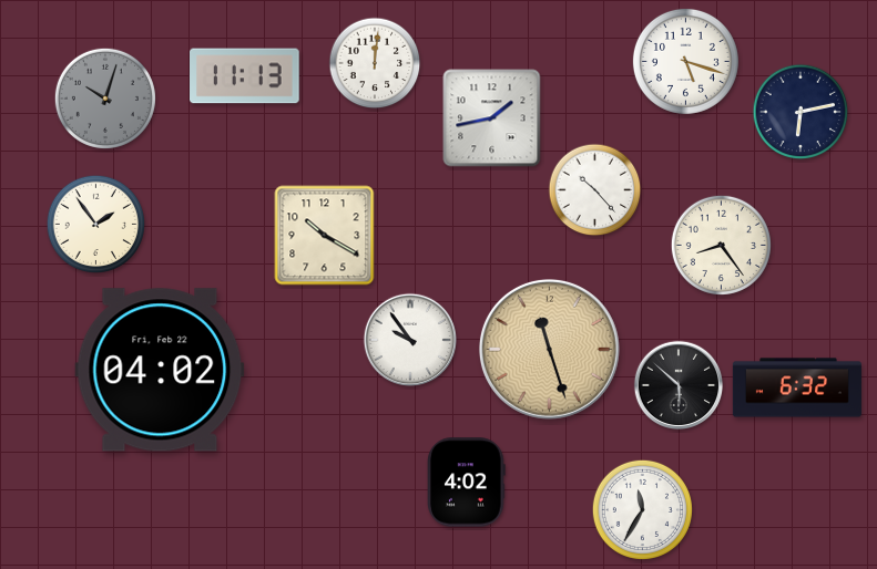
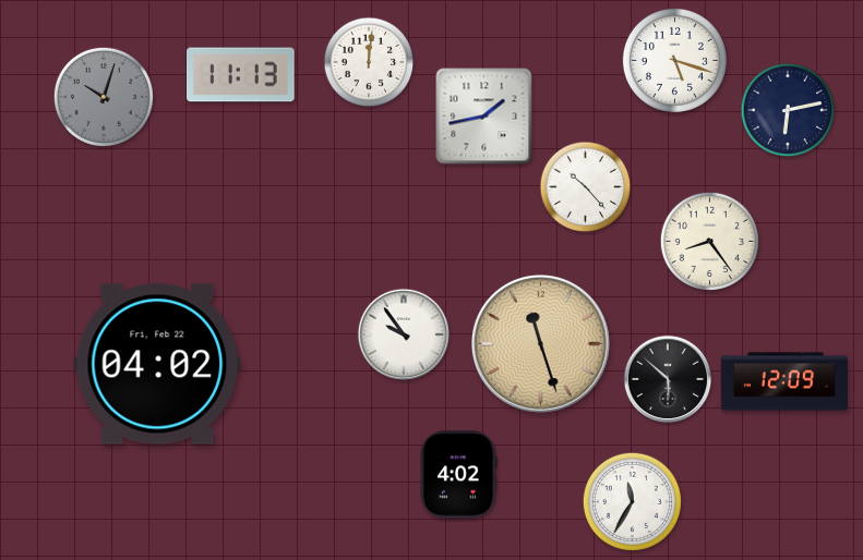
clock at (95, 224): 1:54 -> none
clock at (325, 236): 10:20 -> none
clock at (797, 387): 6:32 -> 12:09
